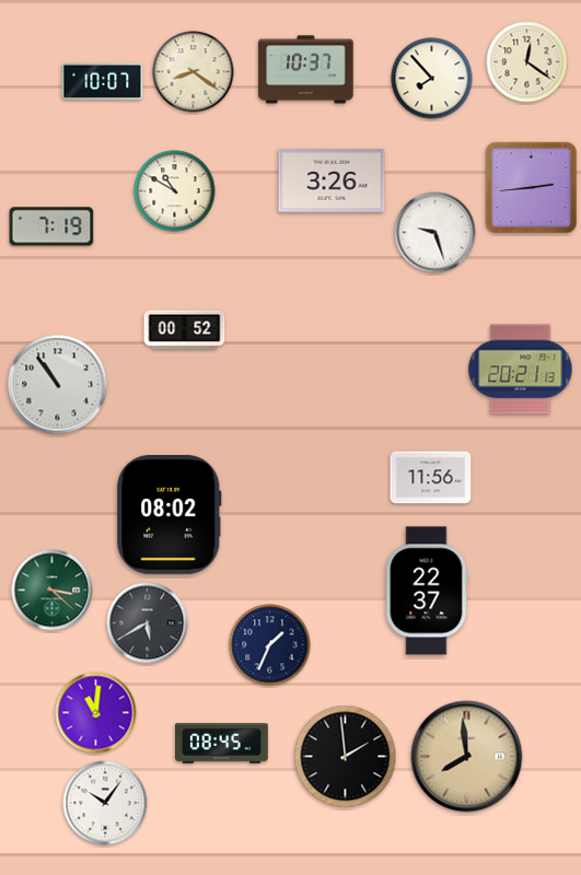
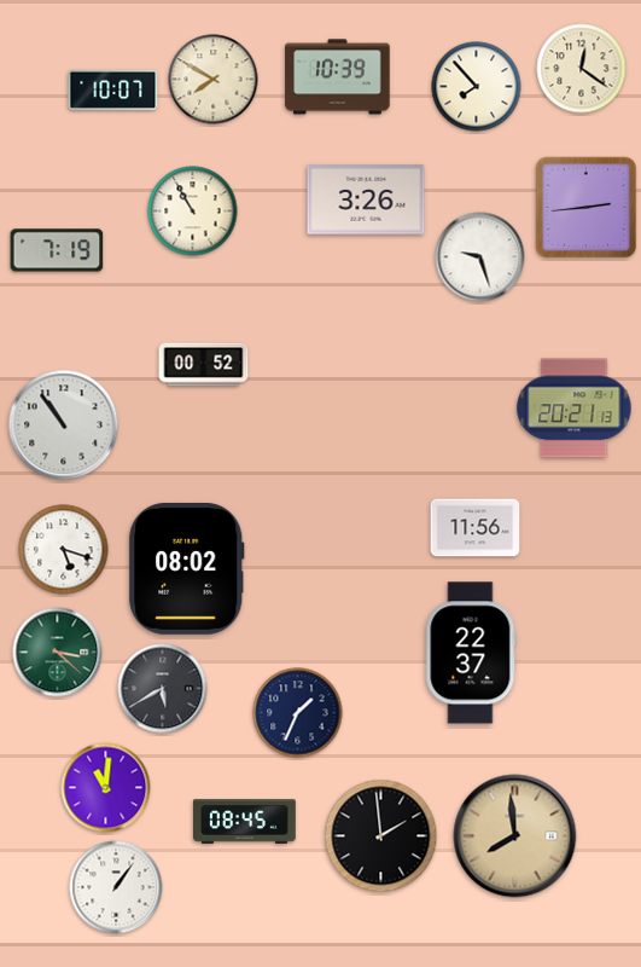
clock at (306, 70): 10:37 -> 10:39
clock at (194, 72): 8:21 -> 7:50
clock at (175, 191): 10:50 -> 10:55
clock at (64, 550): none -> 5:18
clock at (105, 803): 10:06 -> 1:06
